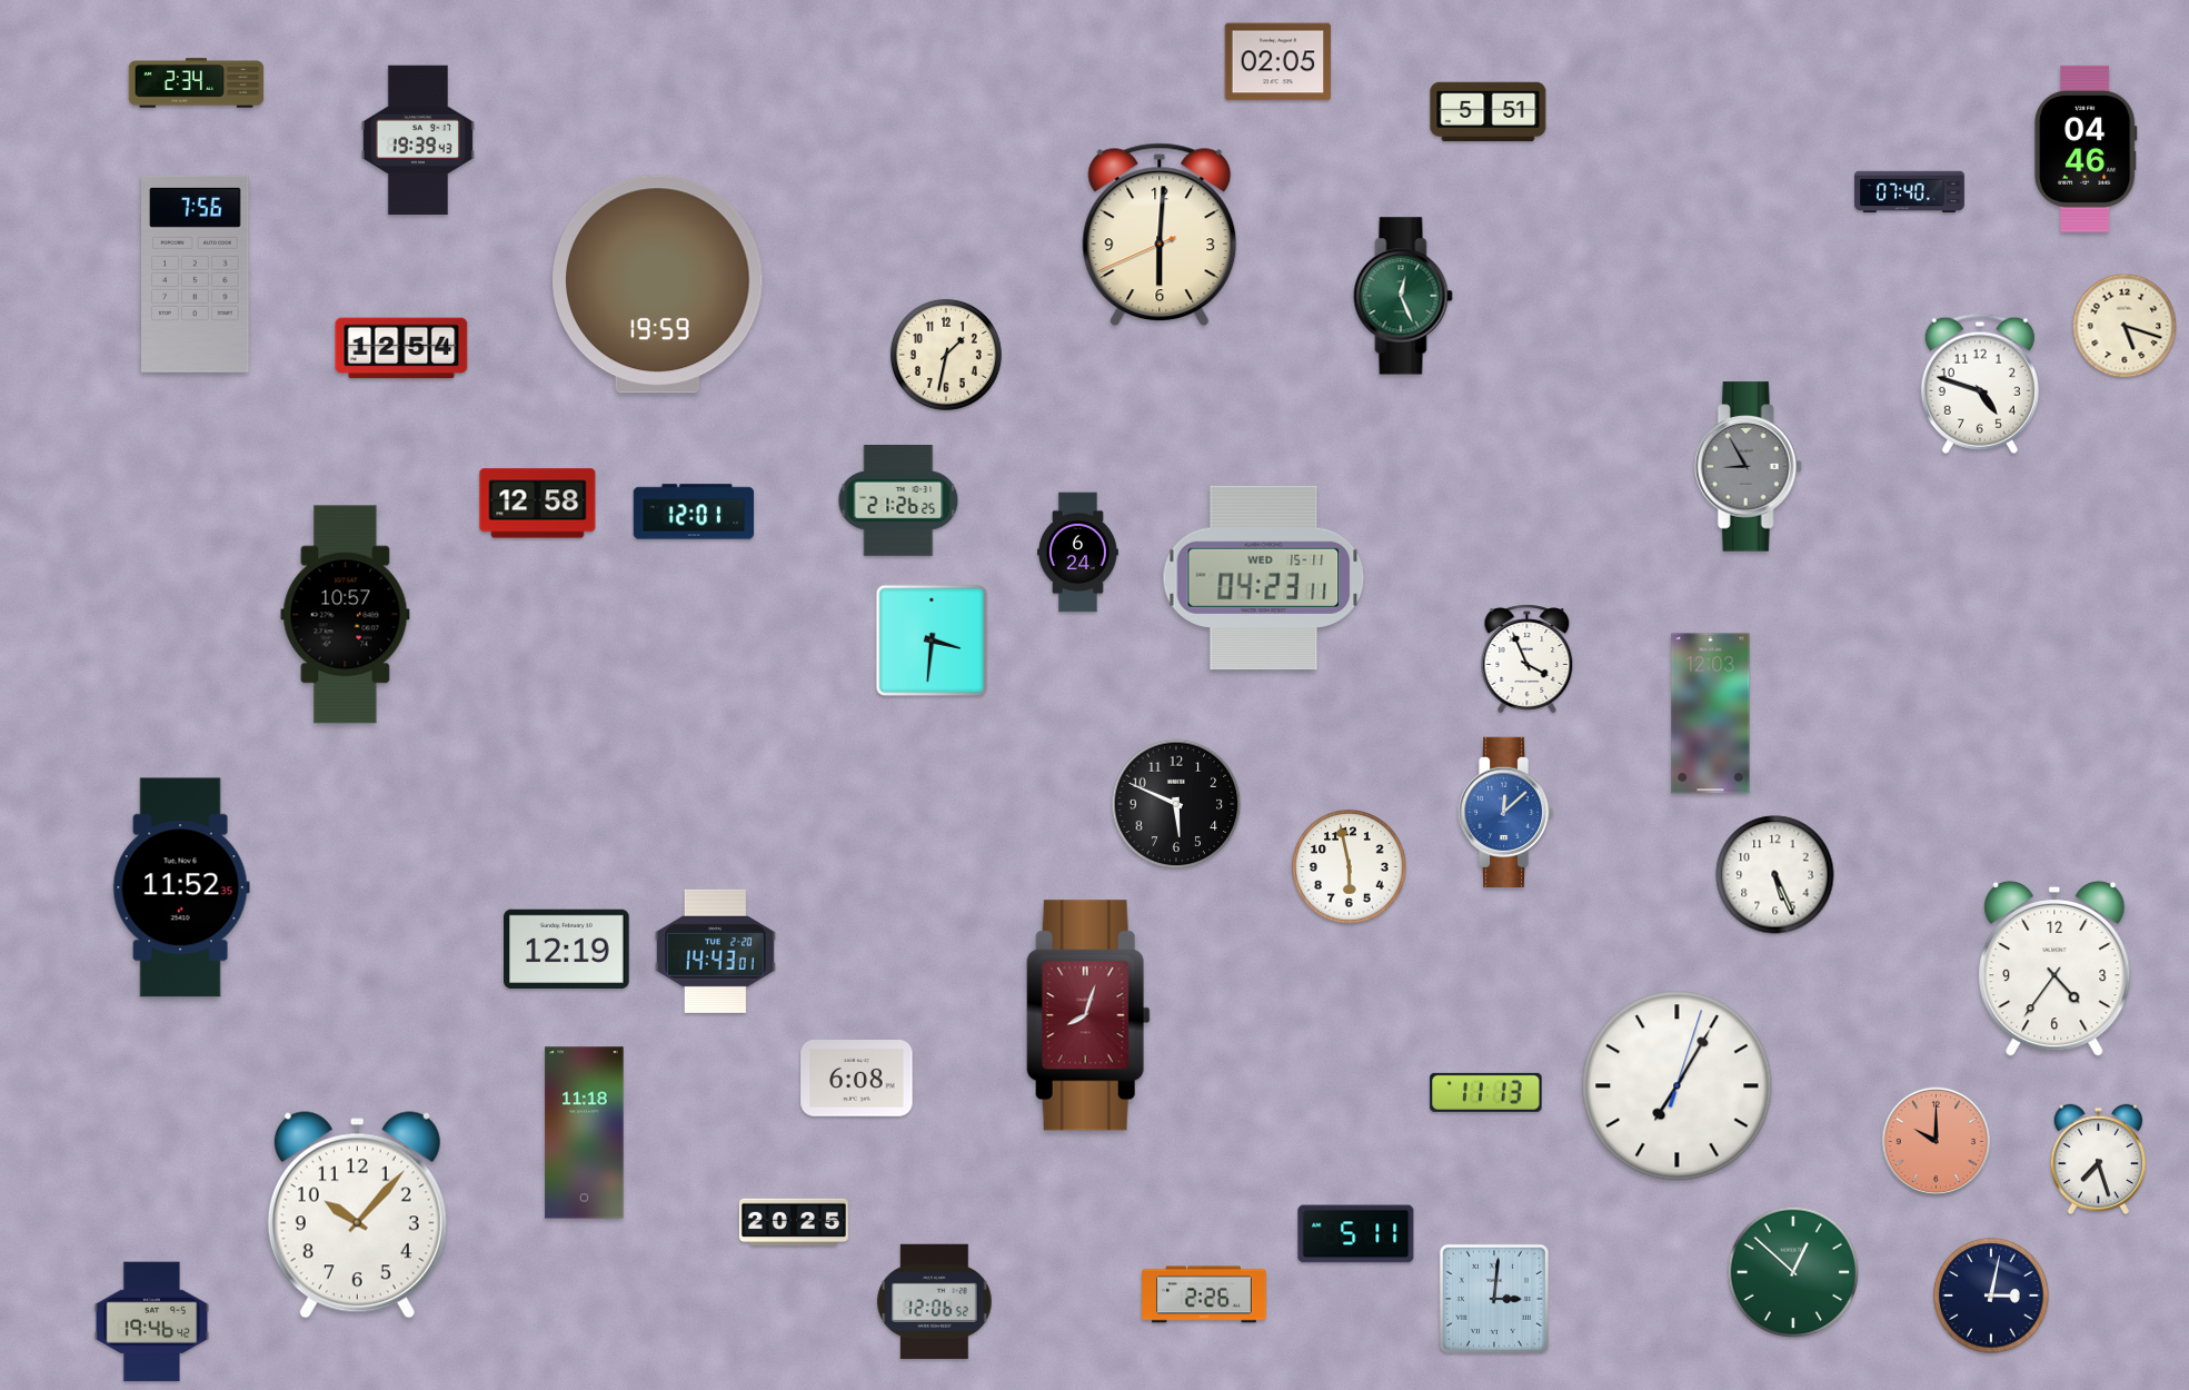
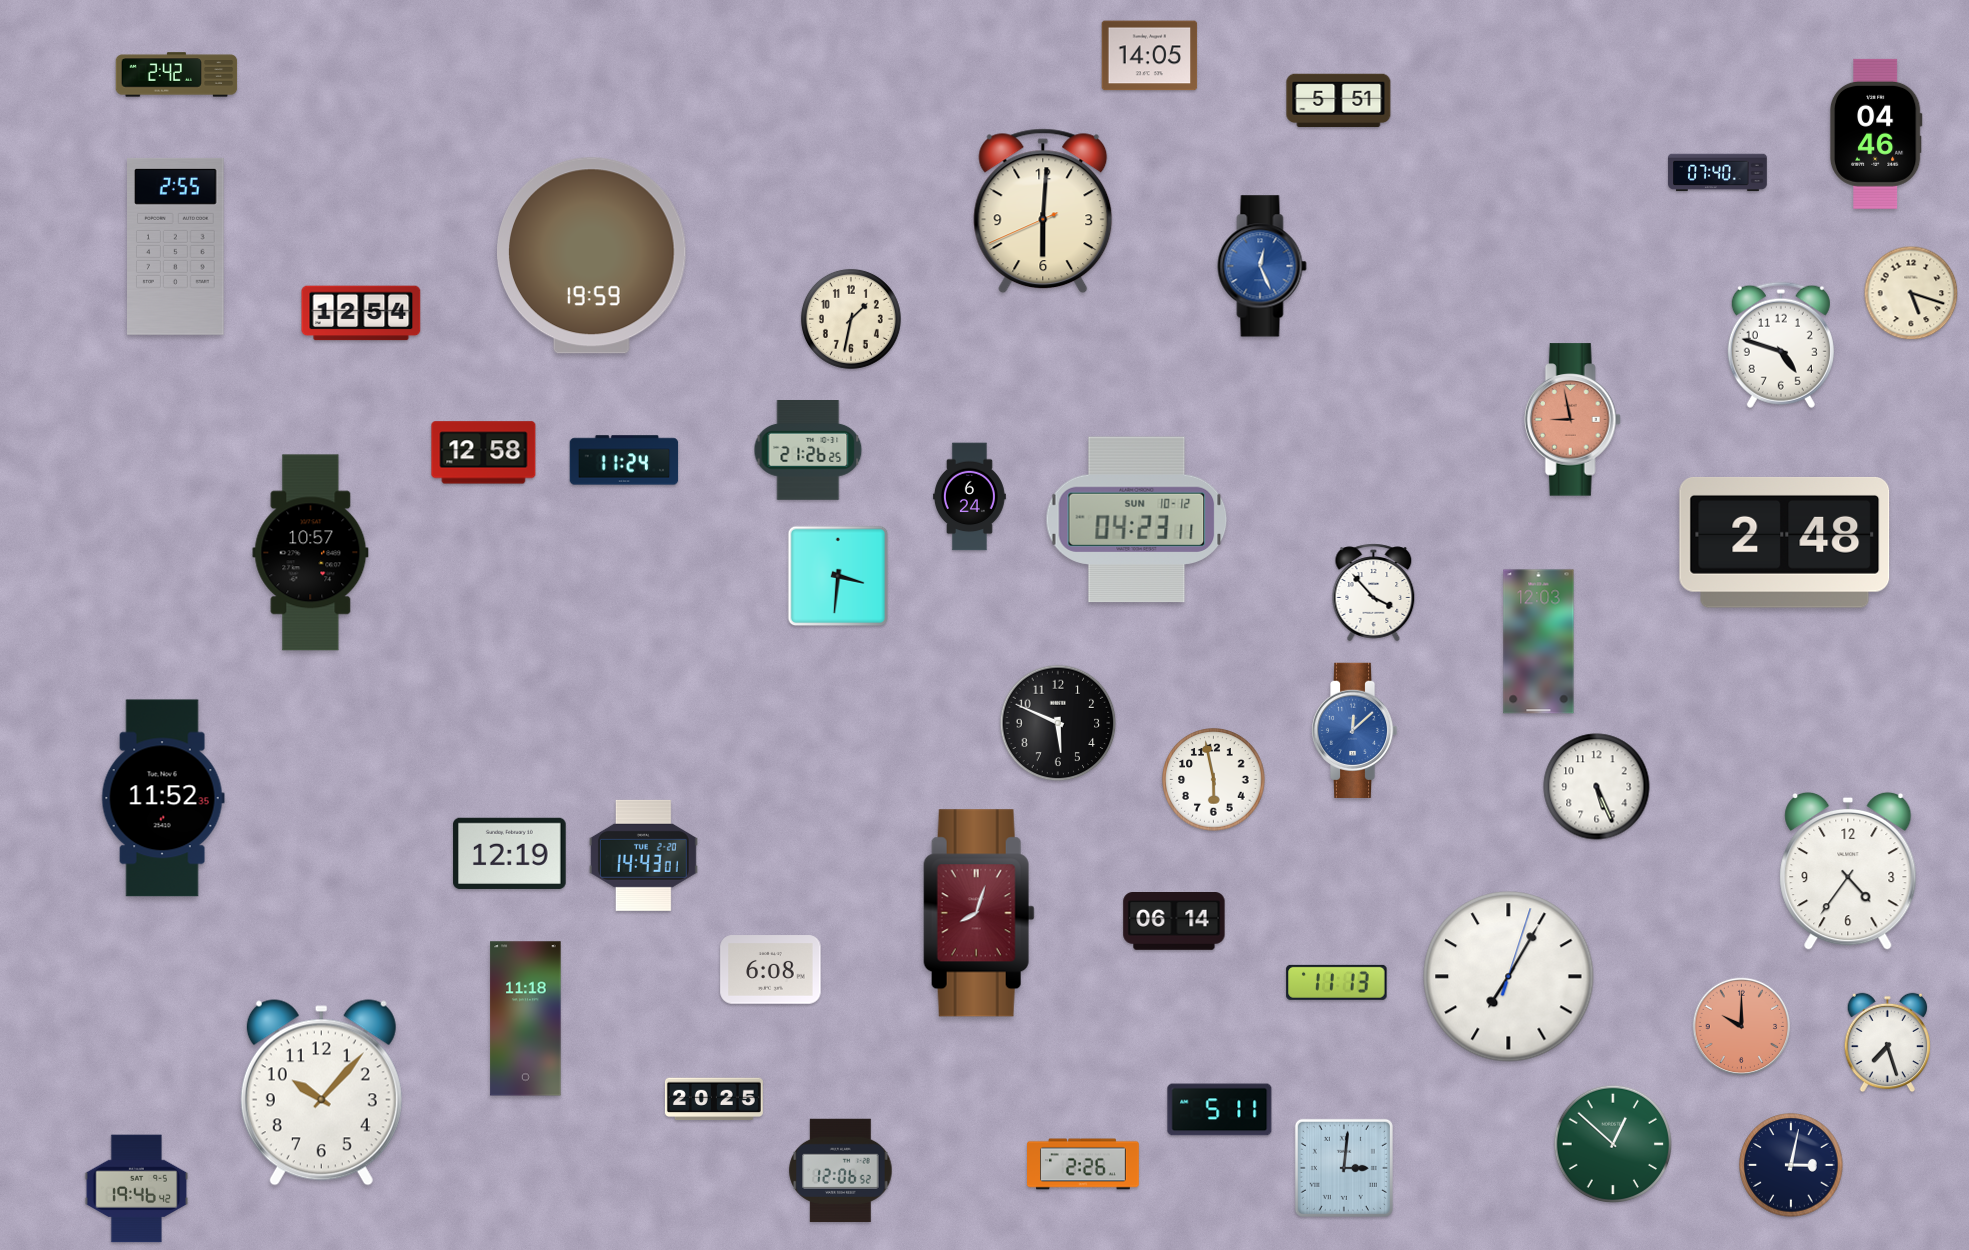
clock at (1278, 62): 02:05 -> 14:05
clock at (197, 83): 2:34 -> 2:42
clock at (418, 140): 19:39 -> none
clock at (196, 274): 7:56 -> 2:55
clock at (1403, 296) dial: green -> blue
clock at (1748, 467): 8:55 -> 8:58
clock at (1748, 467) dial: grey -> salmon
clock at (694, 512): 12:01 -> 11:24
clock at (1264, 578) date: WED 15-11 -> SUN 10-12
clock at (1785, 543): none -> 2:48
clock at (1528, 659): 3:56 -> 3:53
clock at (1174, 922): none -> 06:14
